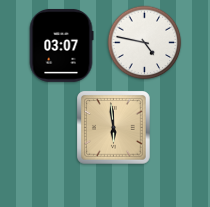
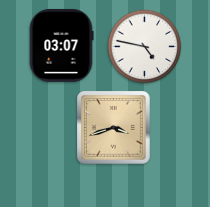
clock at (145, 43) position: (145, 43) -> (145, 47)
clock at (114, 128): 5:59 -> 3:42
